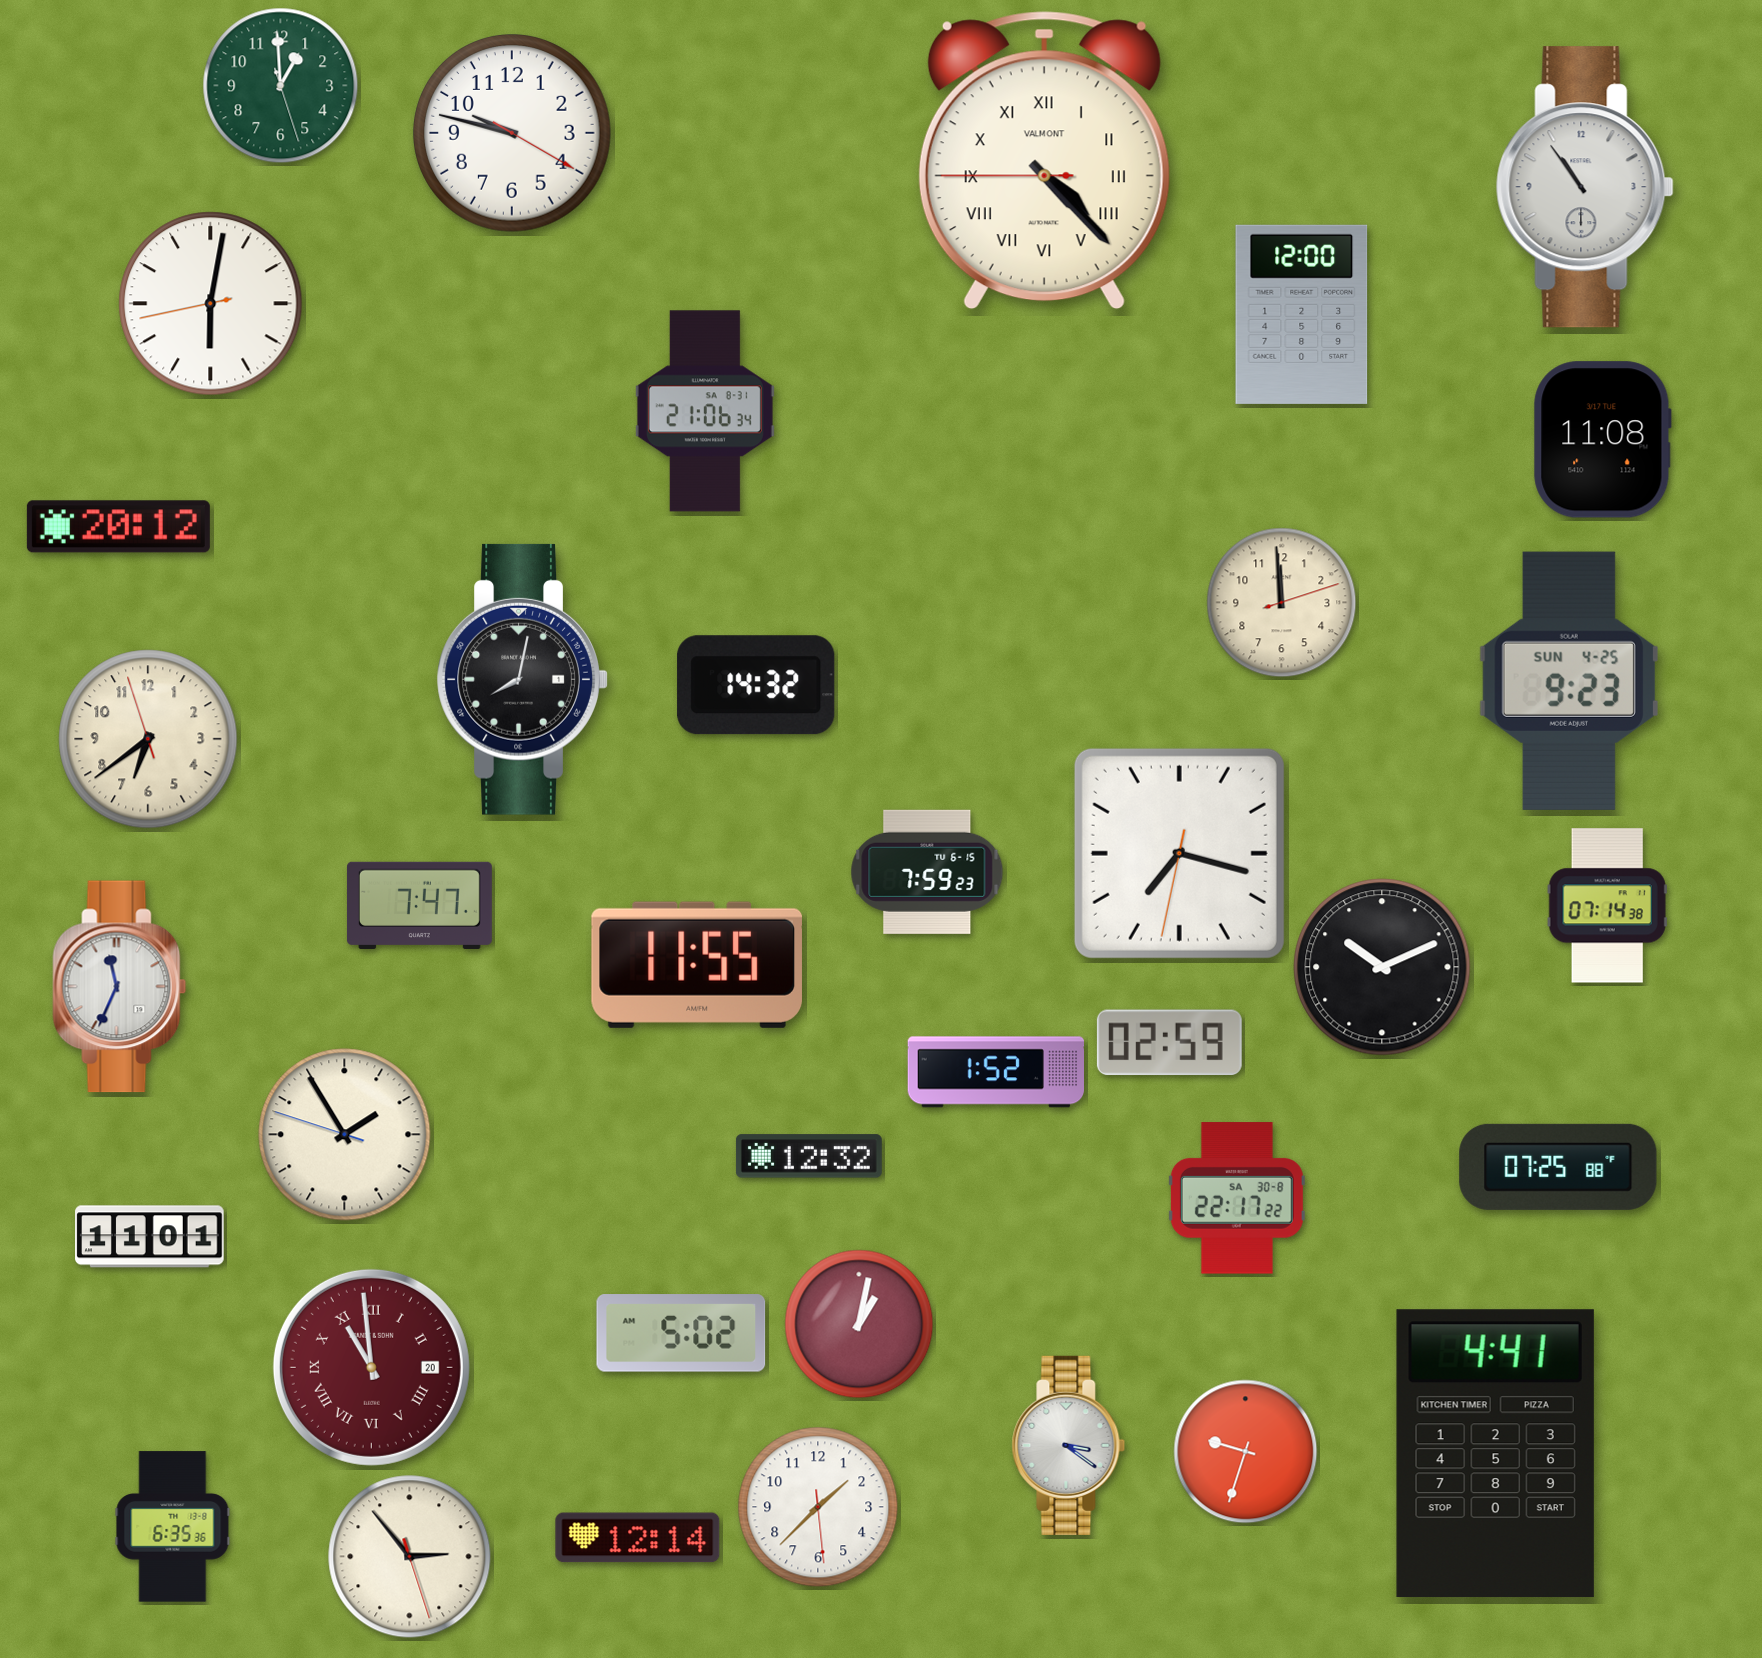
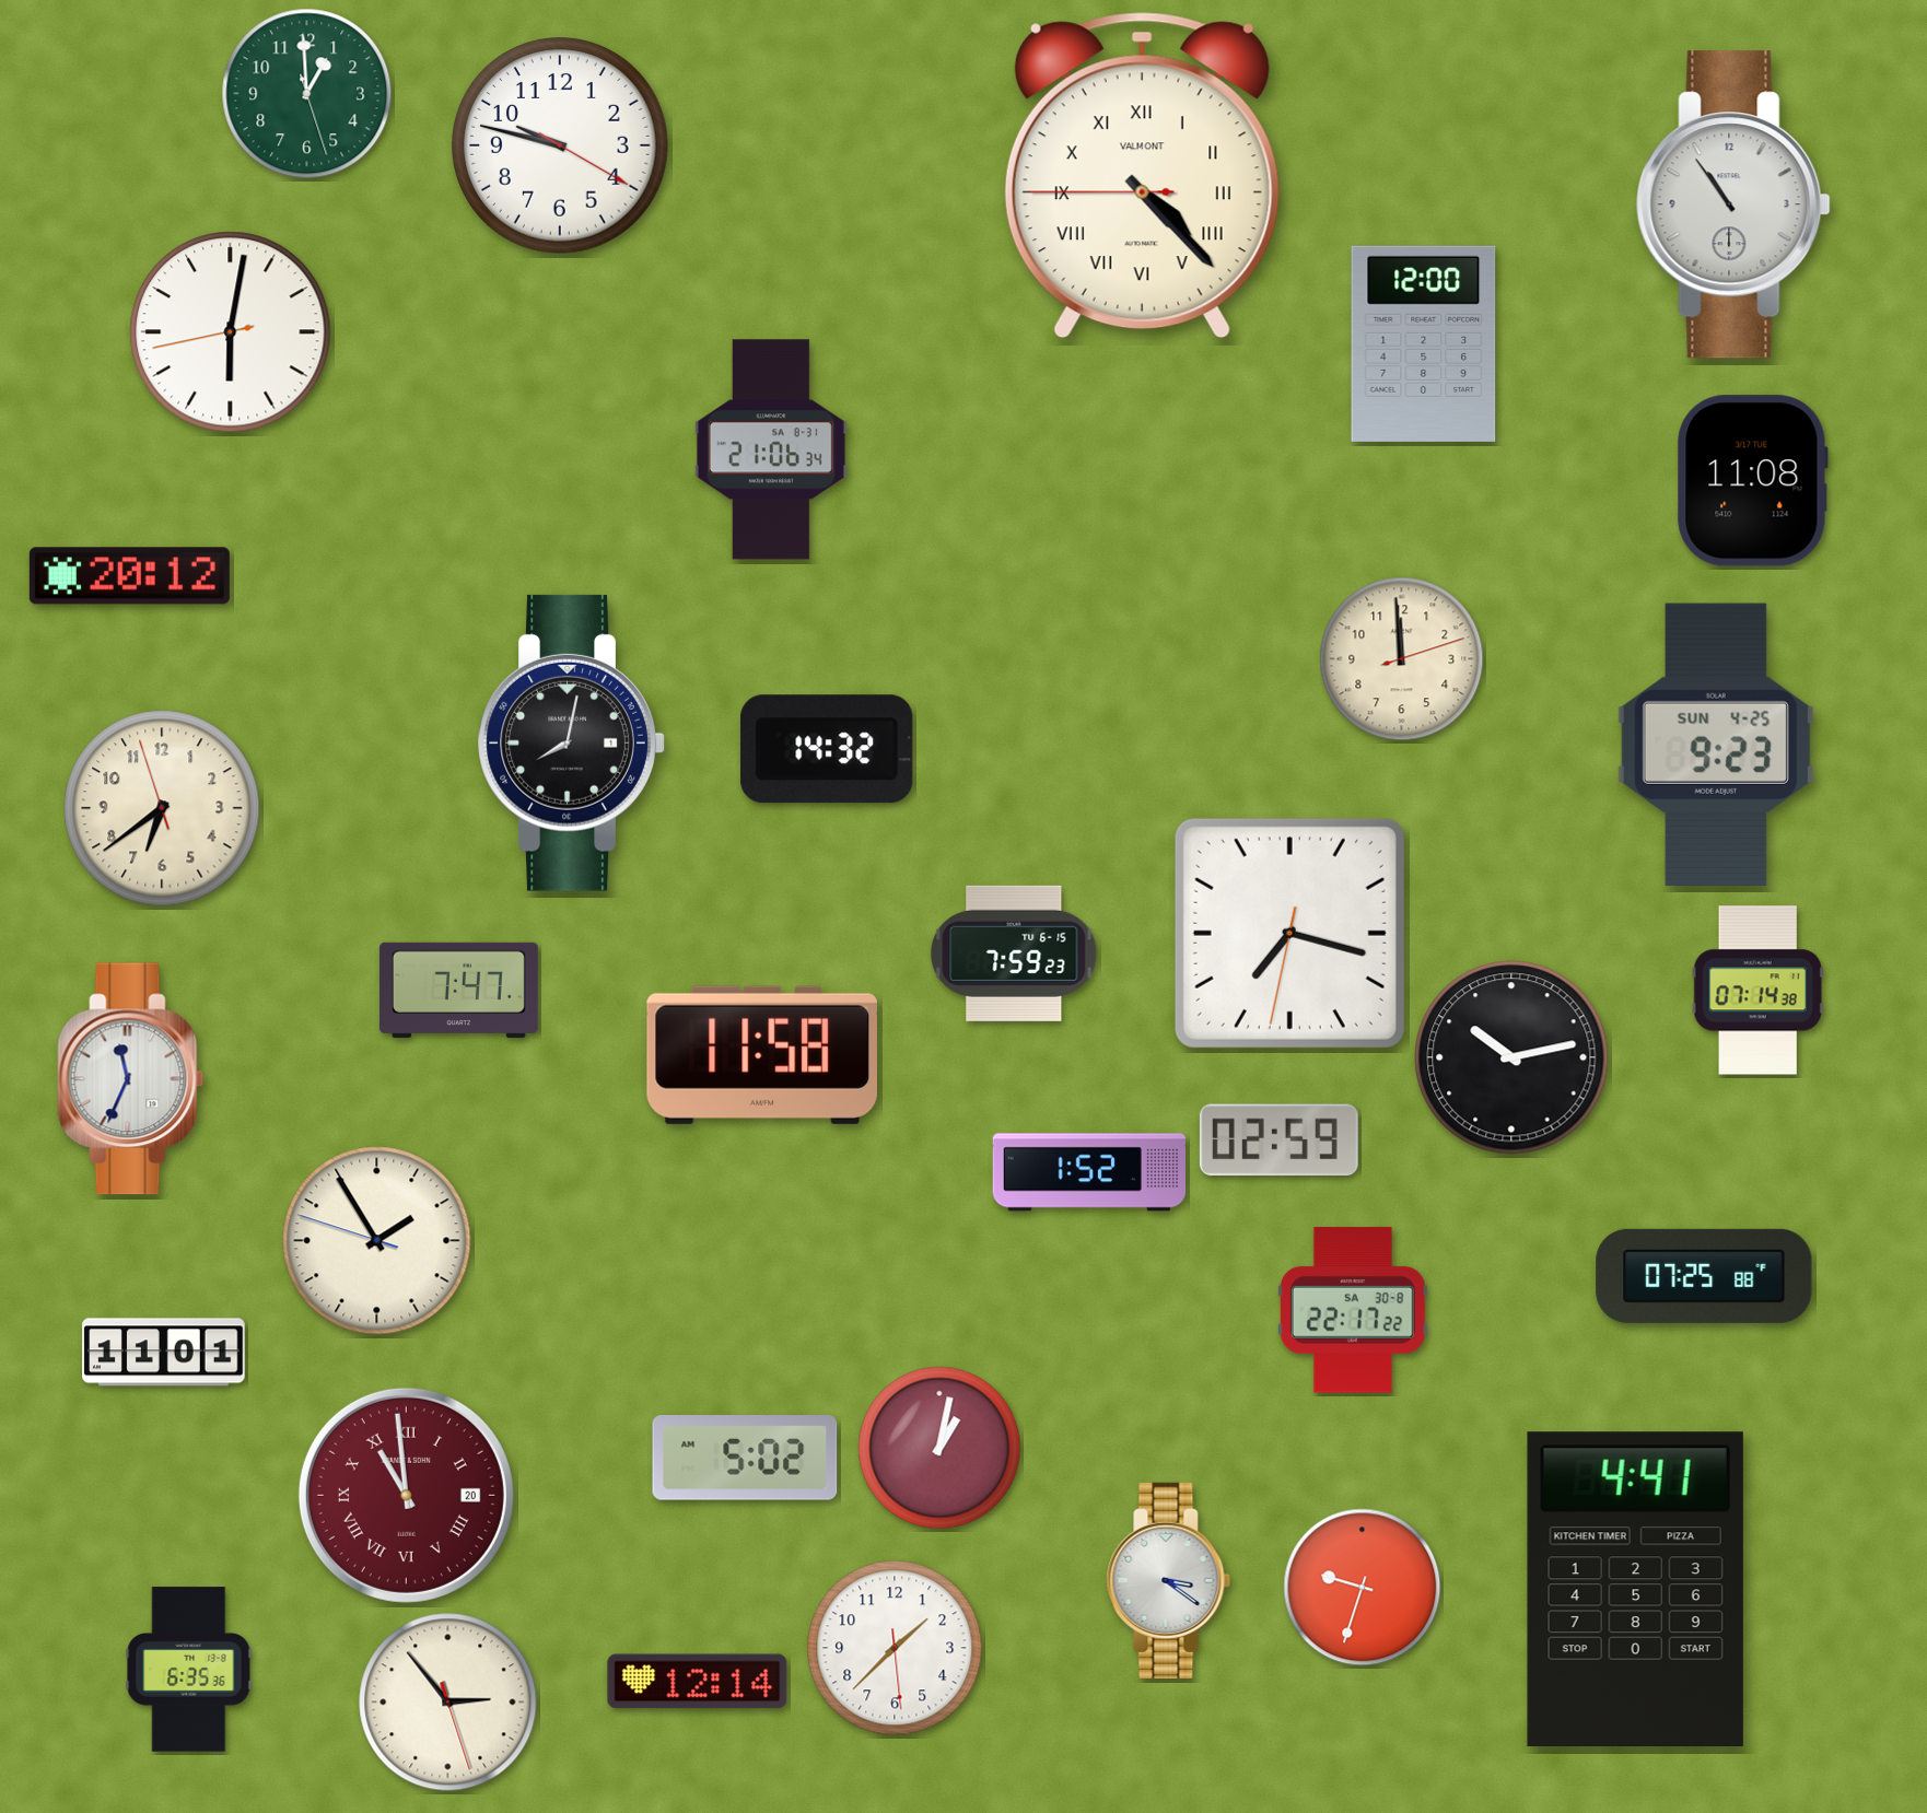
clock at (697, 965): 11:55 -> 11:58
clock at (1382, 967): 10:11 -> 10:13
clock at (809, 1156): 12:32 -> none
